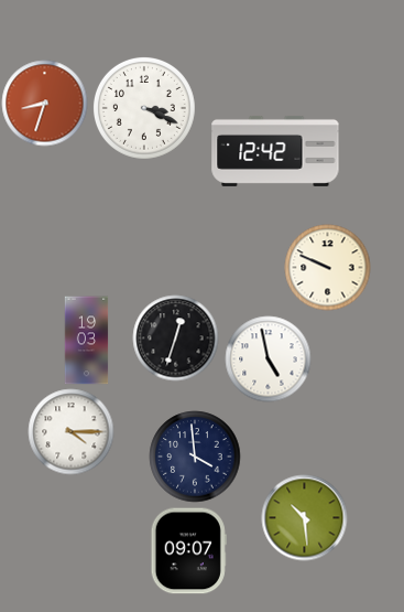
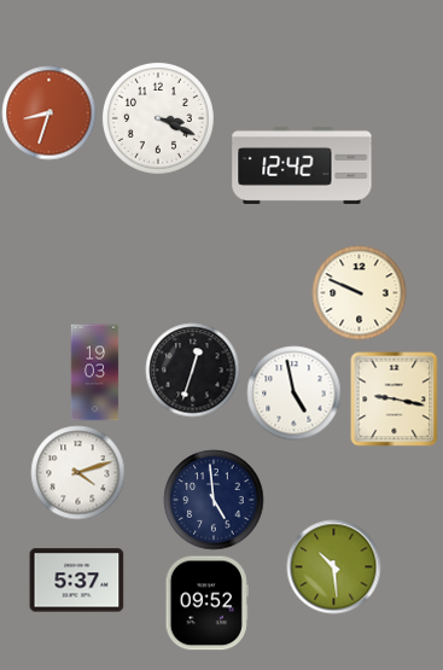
clock at (395, 398): none -> 9:17
clock at (70, 431): 4:15 -> 4:12
clock at (195, 457): 3:59 -> 4:59
clock at (76, 581): none -> 5:37
clock at (188, 550): 09:07 -> 09:52
